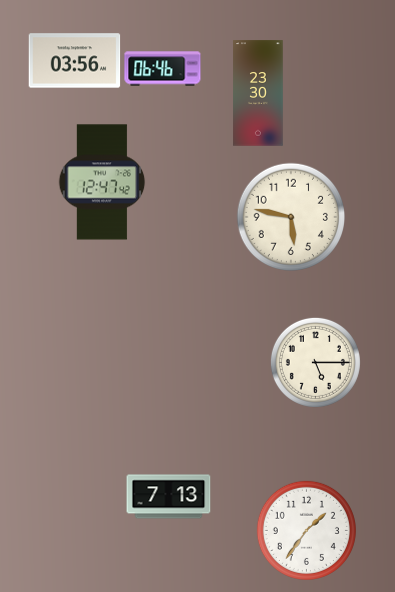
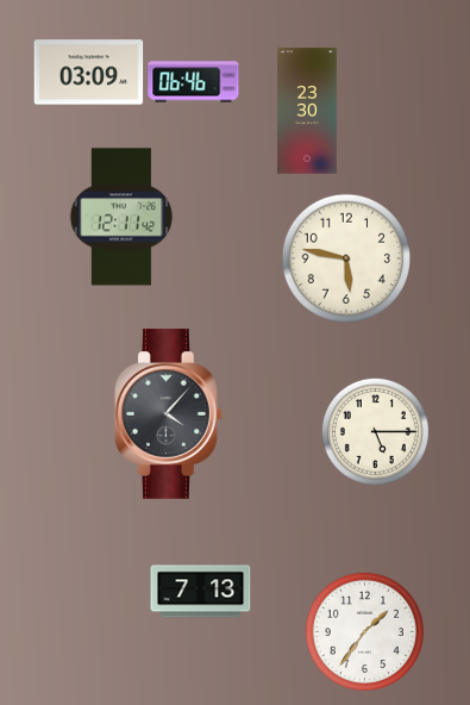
clock at (75, 61): 03:56 -> 03:09
clock at (102, 182): 12:47 -> 12:11
clock at (168, 413): none -> 4:07
